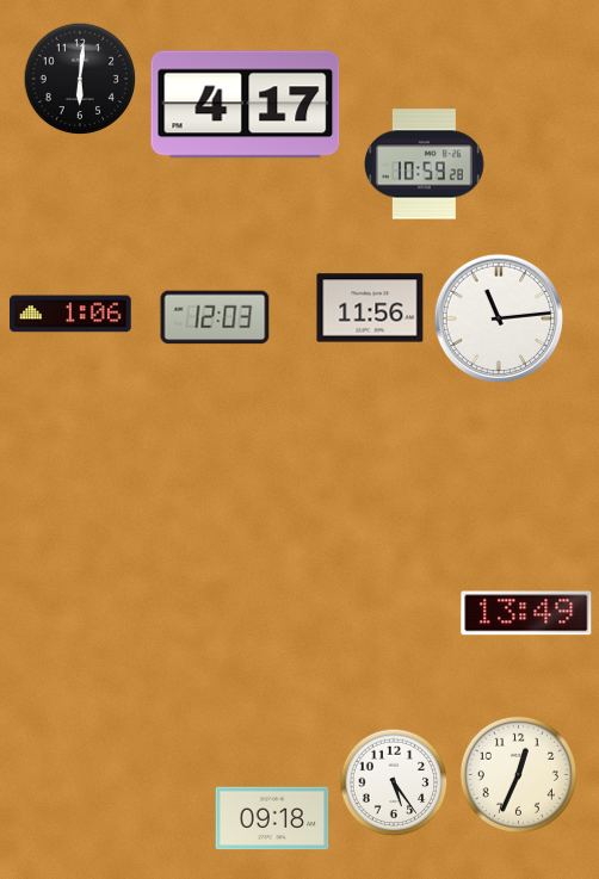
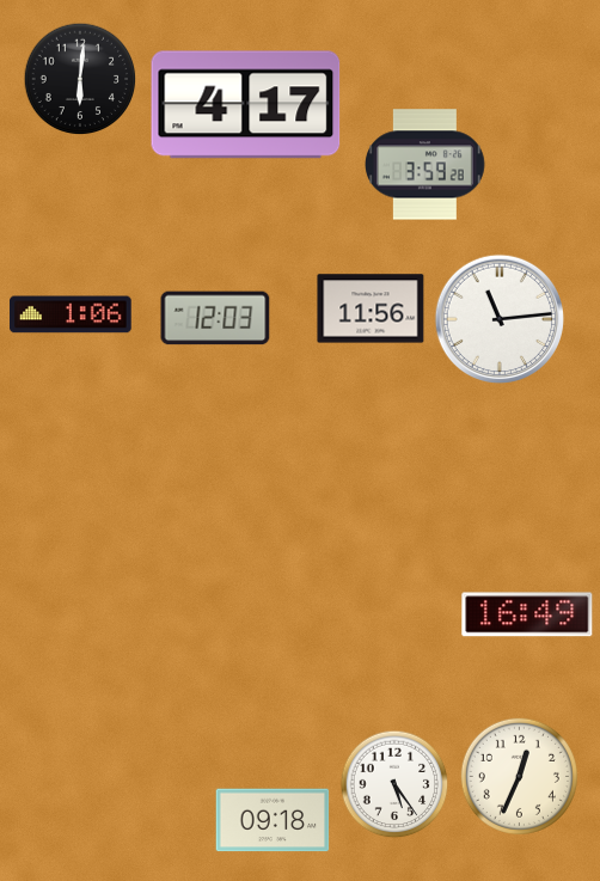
clock at (425, 165): 10:59 -> 3:59
clock at (526, 613): 13:49 -> 16:49
